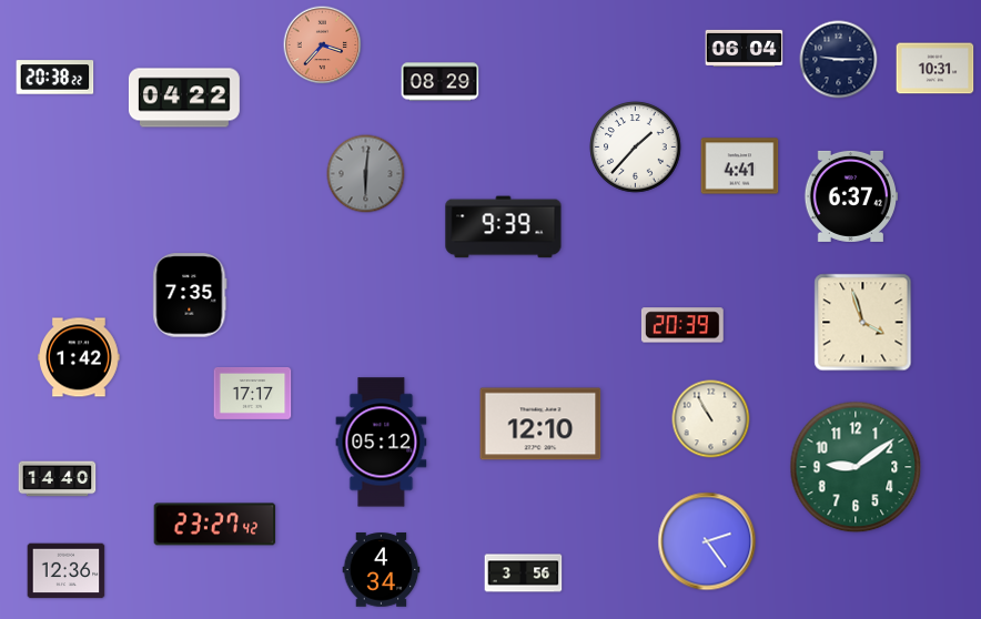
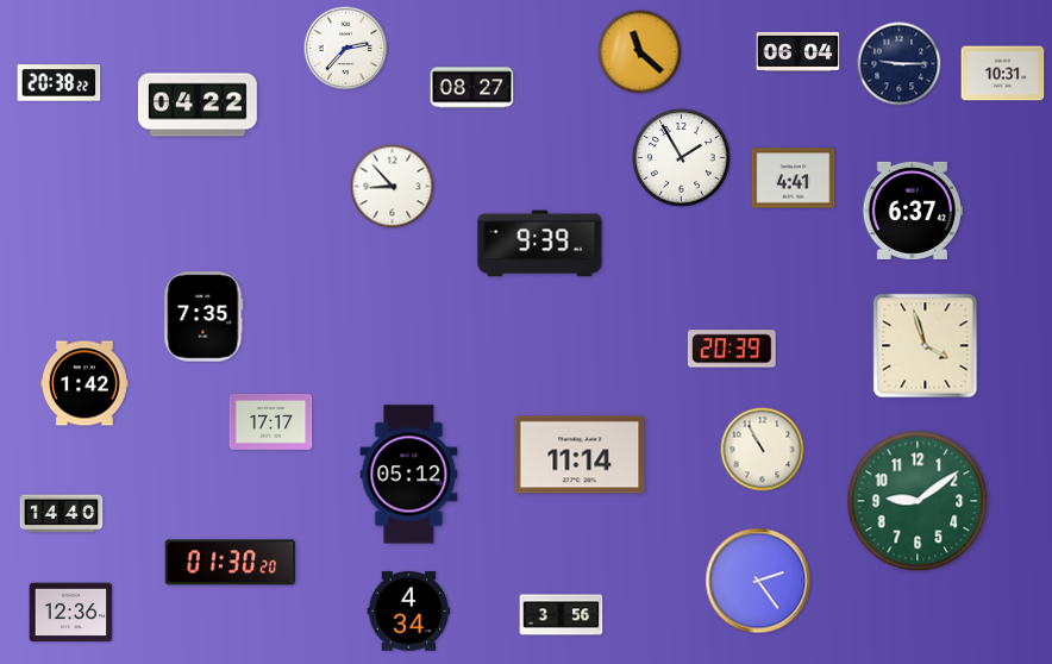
clock at (323, 45): 3:37 -> 2:37
clock at (323, 45) dial: salmon -> white
clock at (640, 52): none -> 11:22
clock at (441, 82): 08:29 -> 08:27
clock at (636, 148): 1:37 -> 1:55
clock at (366, 174): 6:01 -> 8:53
clock at (366, 174) dial: grey -> white
clock at (540, 424): 12:10 -> 11:14
clock at (215, 525): 23:27 -> 01:30
